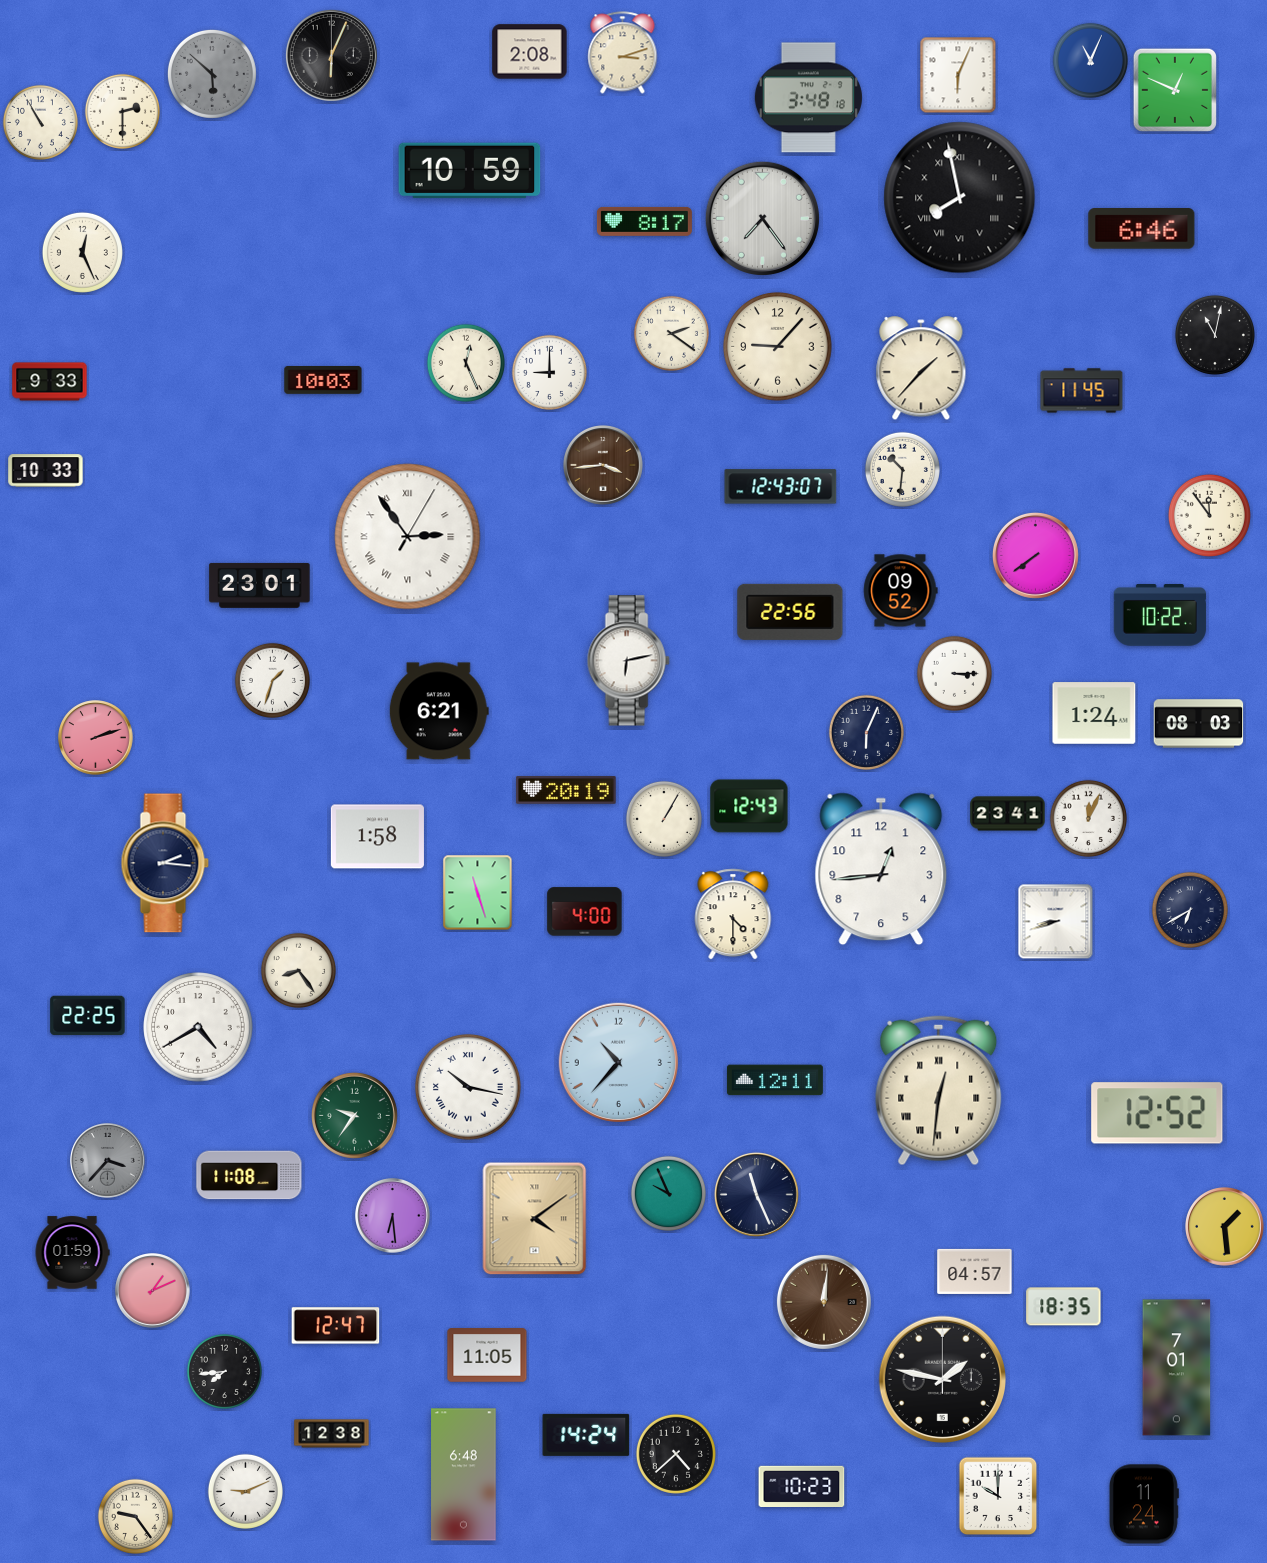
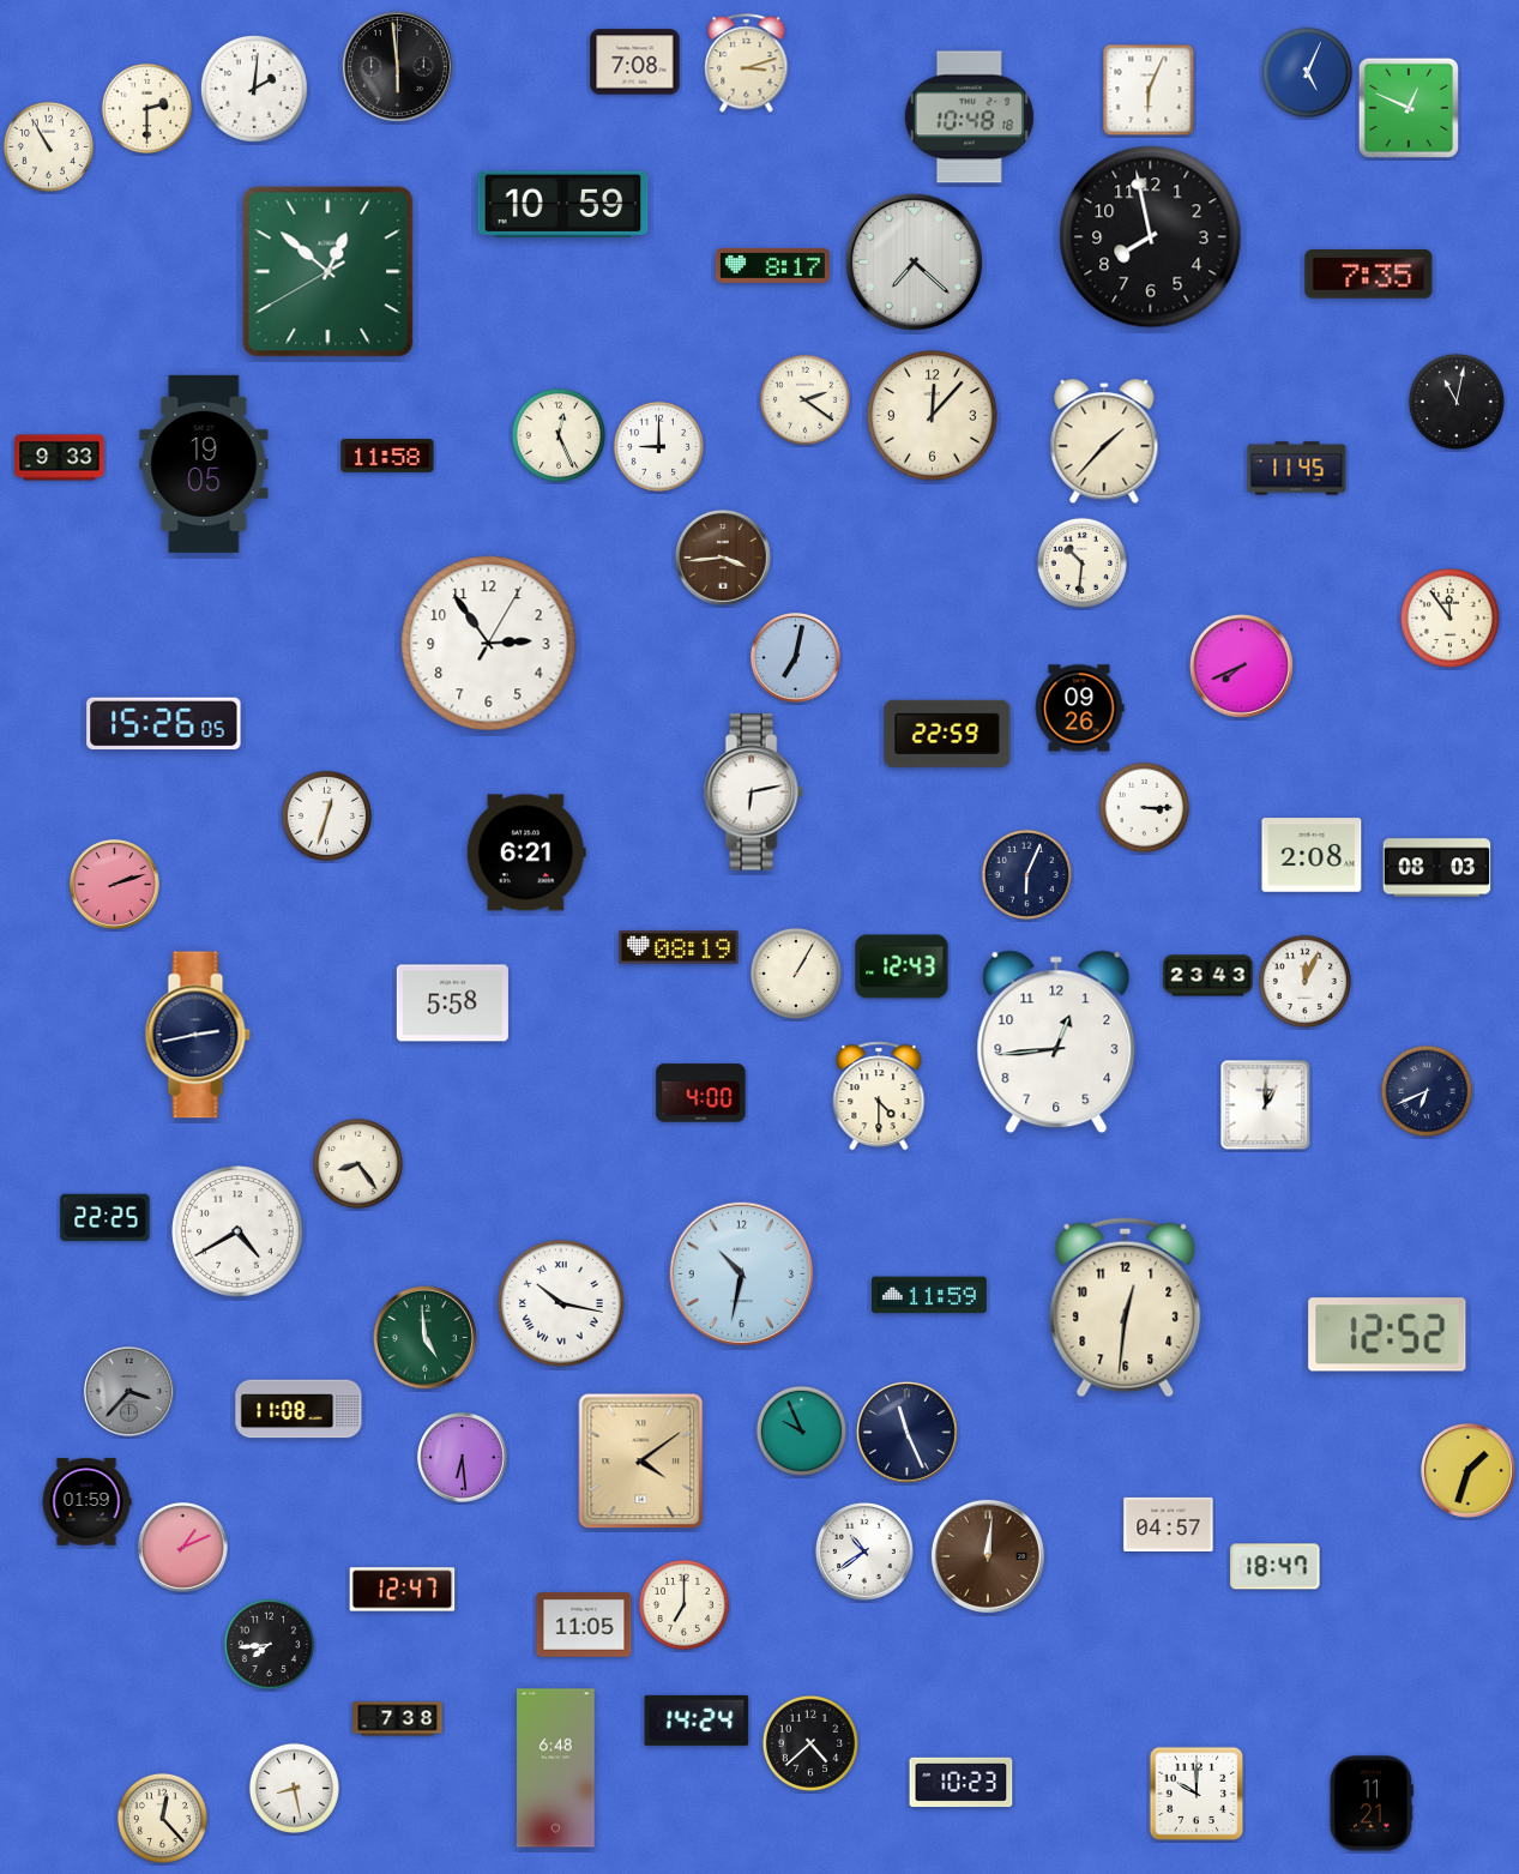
clock at (530, 52): 2:08 -> 7:08
clock at (331, 55): 6:04 -> 5:59
clock at (1090, 60): 11:04 -> 5:04
clock at (212, 74): 5:52 -> 2:01
clock at (212, 74) dial: grey -> white
clock at (808, 98): 3:48 -> 10:48
clock at (122, 111) position: (122, 111) -> (146, 108)
clock at (960, 198) numerals: Roman -> Arabic
clock at (762, 218): 7:24 -> 7:22
clock at (328, 272): none -> 12:51
clock at (1142, 229): 6:46 -> 7:35
clock at (82, 252): 12:26 -> none
clock at (778, 347): 9:07 -> 12:07
clock at (323, 381): 10:03 -> 11:58
clock at (204, 464): none -> 19:05
clock at (46, 471): 10:33 -> none
clock at (781, 487): 12:43 -> none
clock at (408, 537) numerals: Roman -> Arabic
clock at (796, 658): none -> 7:02
clock at (1035, 555): 7:39 -> 7:41
clock at (260, 585): 23:01 -> none
clock at (901, 591): 09:52 -> 09:26
clock at (164, 724): none -> 15:26
clock at (790, 612): 22:56 -> 22:59
clock at (1160, 616): 10:22 -> none
clock at (272, 680): 1:33 -> 12:33
clock at (1094, 713): 1:24 -> 2:08
clock at (866, 732) position: (866, 732) -> (1026, 874)
clock at (566, 790): 20:19 -> 08:19
clock at (749, 806) position: (749, 806) -> (902, 966)
clock at (1008, 814): 23:41 -> 23:43
clock at (664, 819) position: (664, 819) -> (796, 974)
clock at (377, 837): 1:58 -> 5:58
clock at (165, 863): 2:16 -> 2:43
clock at (478, 893): 11:27 -> none
clock at (1190, 910): 6:40 -> 6:41
clock at (1056, 922): 8:42 -> 1:00
clock at (618, 1062): 10:37 -> 10:32
clock at (775, 1080): 12:11 -> 11:59
clock at (939, 1091) numerals: Roman -> Arabic
clock at (354, 1115): 9:36 -> 4:59
clock at (393, 1216) position: (393, 1216) -> (463, 1458)
clock at (1225, 1227): 1:29 -> 1:33
clock at (866, 1553): none -> 10:39
clock at (824, 1302) position: (824, 1302) -> (988, 1556)
clock at (1064, 1307): 18:35 -> 18:47
clock at (683, 1604): none -> 7:00
clock at (1177, 1368): 7:01 -> none
clock at (943, 1380): 1:47 -> none
clock at (332, 1434): 12:38 -> 7:38
clock at (586, 1435) position: (586, 1435) -> (697, 1721)
clock at (245, 1491): 9:11 -> 8:28
clock at (1144, 1504): 11:24 -> 11:21
clock at (135, 1516): 9:24 -> 12:23
